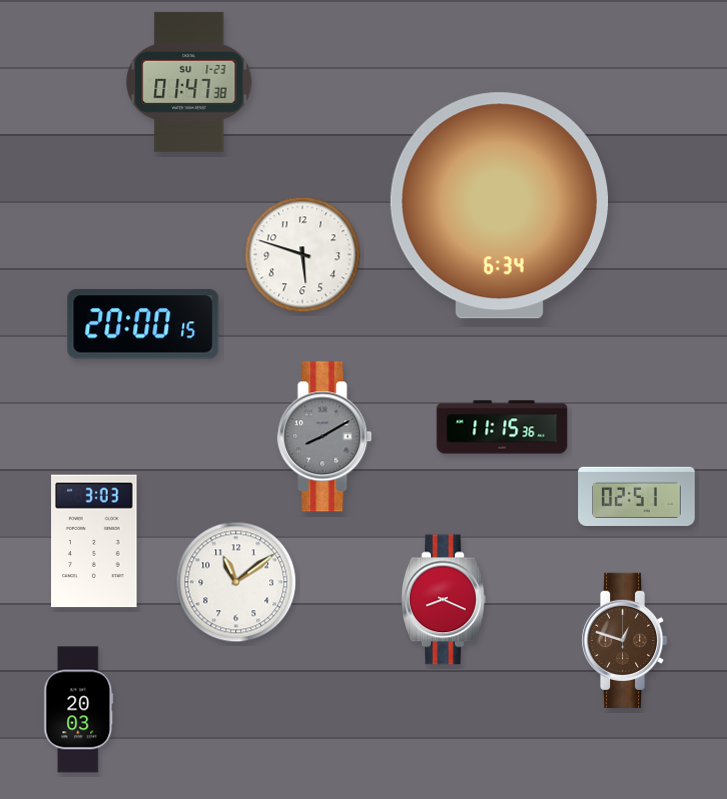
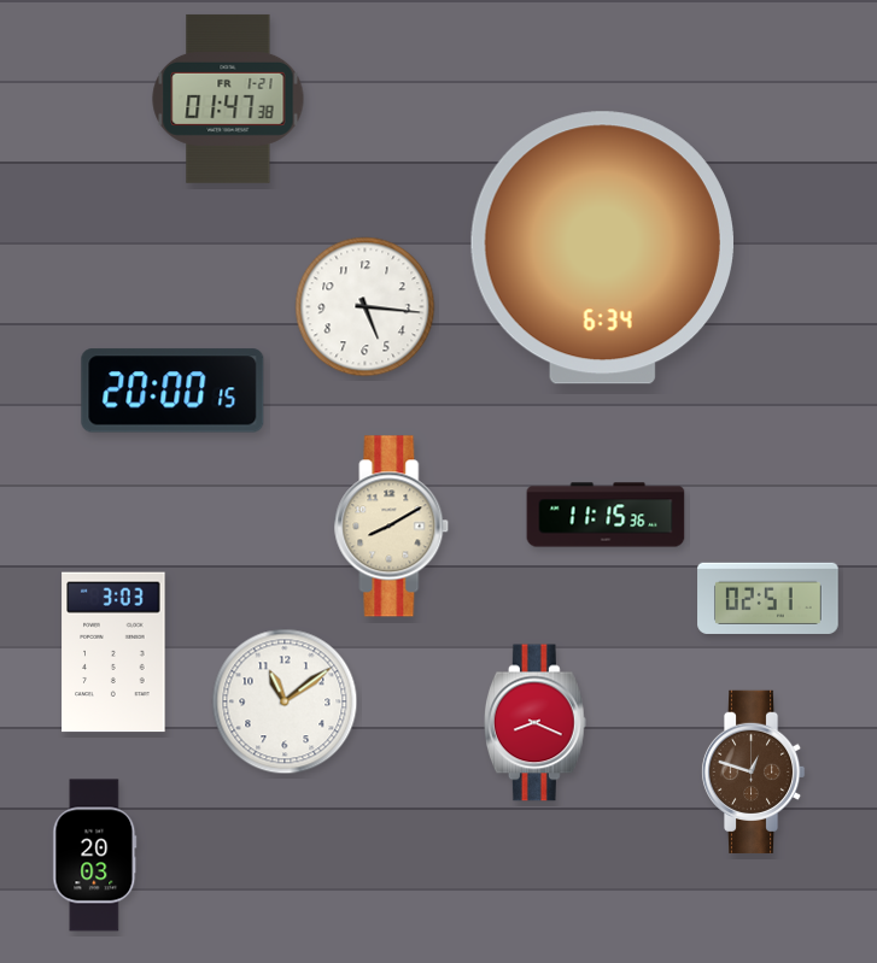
clock at (189, 82) date: SU 1-23 -> FR 1-21
clock at (303, 255): 5:48 -> 5:16
clock at (325, 437) dial: grey -> cream
